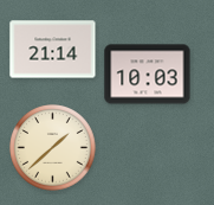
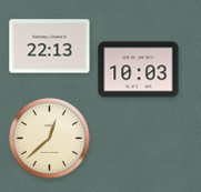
clock at (53, 50): 21:14 -> 22:13
clock at (53, 148): 1:38 -> 12:38
